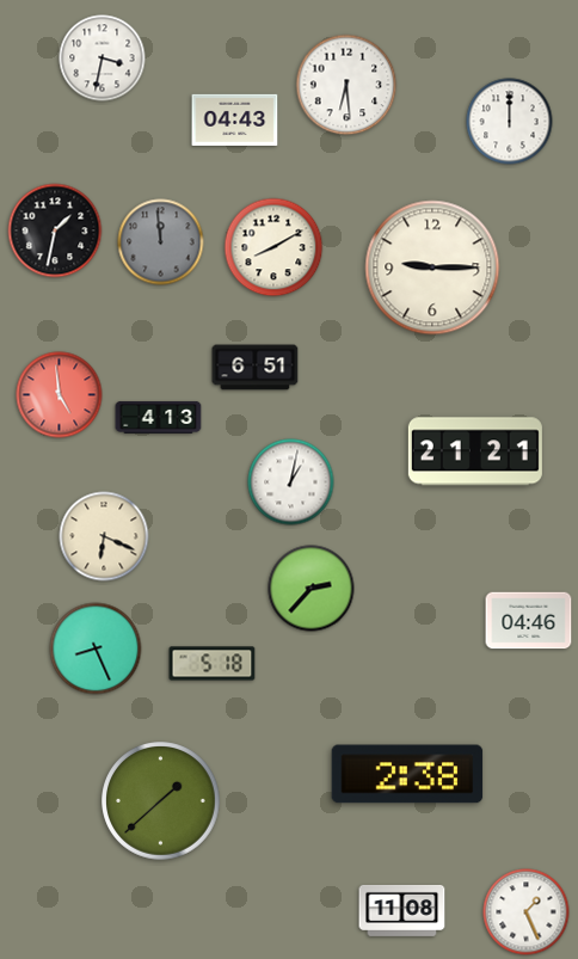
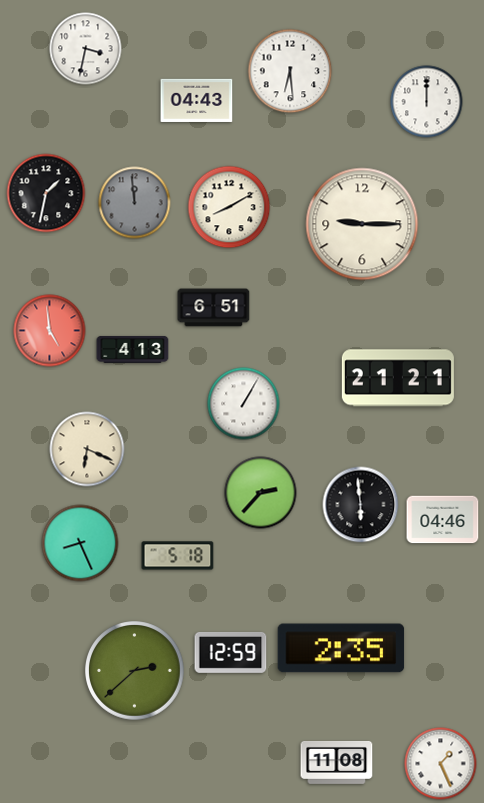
clock at (291, 482): 1:02 -> 1:05
clock at (361, 505): none -> 5:59
clock at (407, 774): 2:38 -> 2:35
clock at (231, 652): none -> 12:59
clock at (161, 801): 1:38 -> 2:38
